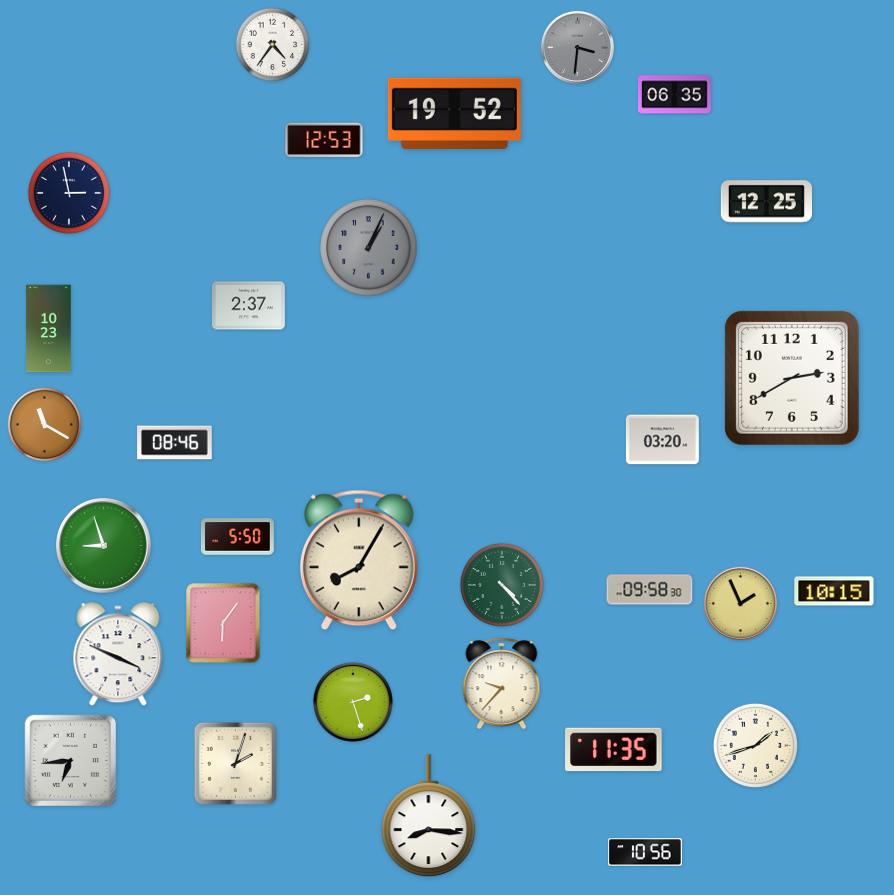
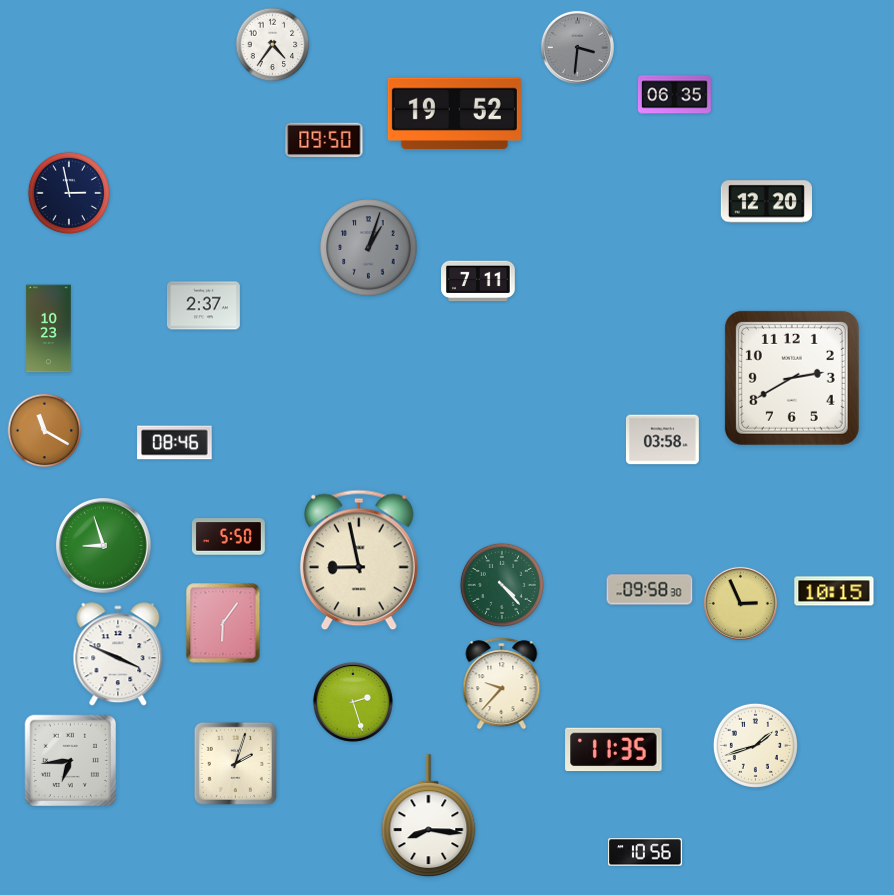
clock at (324, 140): 12:53 -> 09:50
clock at (766, 202): 12:25 -> 12:20
clock at (369, 248): 1:04 -> 1:03
clock at (478, 281): none -> 7:11
clock at (248, 306) position: (248, 306) -> (203, 306)
clock at (45, 425) position: (45, 425) -> (45, 431)
clock at (662, 440): 03:20 -> 03:58
clock at (237, 537) position: (237, 537) -> (228, 537)
clock at (360, 560): 8:05 -> 8:58
clock at (740, 603): 1:56 -> 2:56
